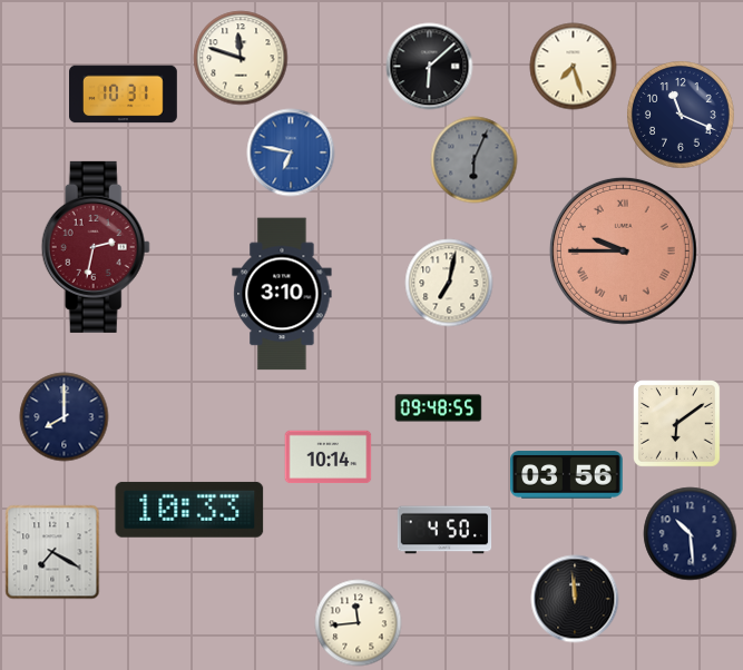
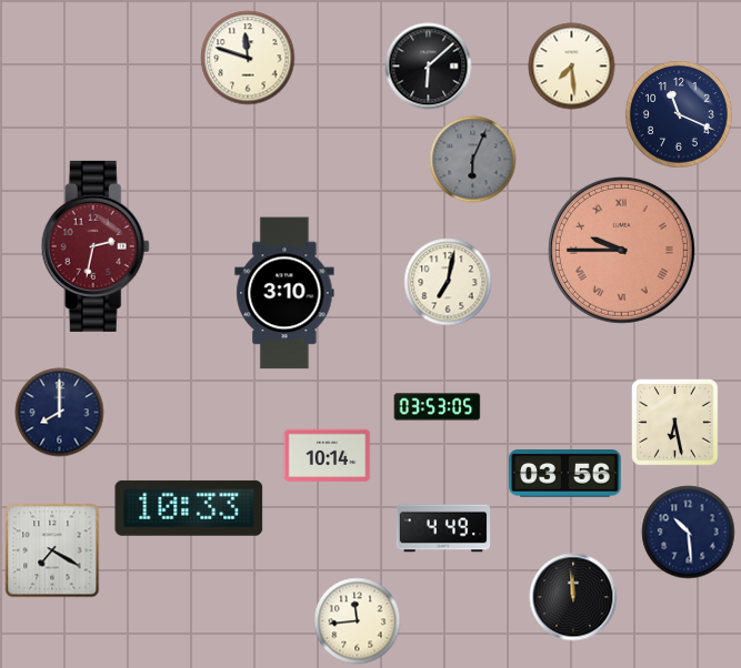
clock at (241, 58) position: (241, 58) -> (248, 58)
clock at (573, 66): 7:27 -> 7:29
clock at (124, 95): 10:31 -> none
clock at (291, 152): 6:47 -> none
clock at (282, 294) position: (282, 294) -> (284, 293)
clock at (438, 408): 09:48 -> 03:53
clock at (63, 416) position: (63, 416) -> (59, 412)
clock at (677, 424): 6:09 -> 6:28
clock at (444, 530): 4:50 -> 4:49
